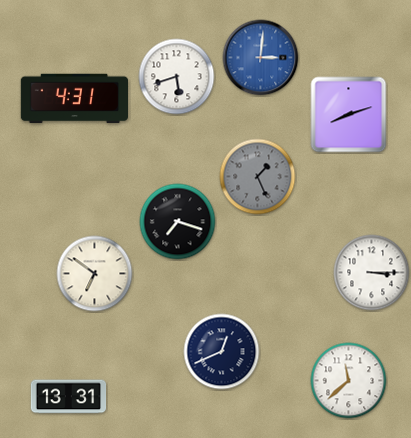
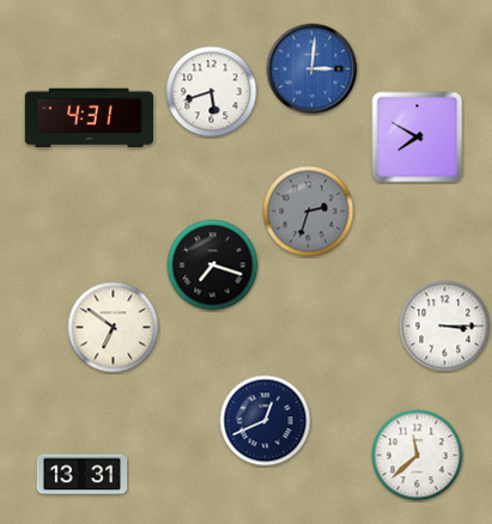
clock at (349, 115): 8:12 -> 7:50
clock at (258, 177): 1:26 -> 2:33
